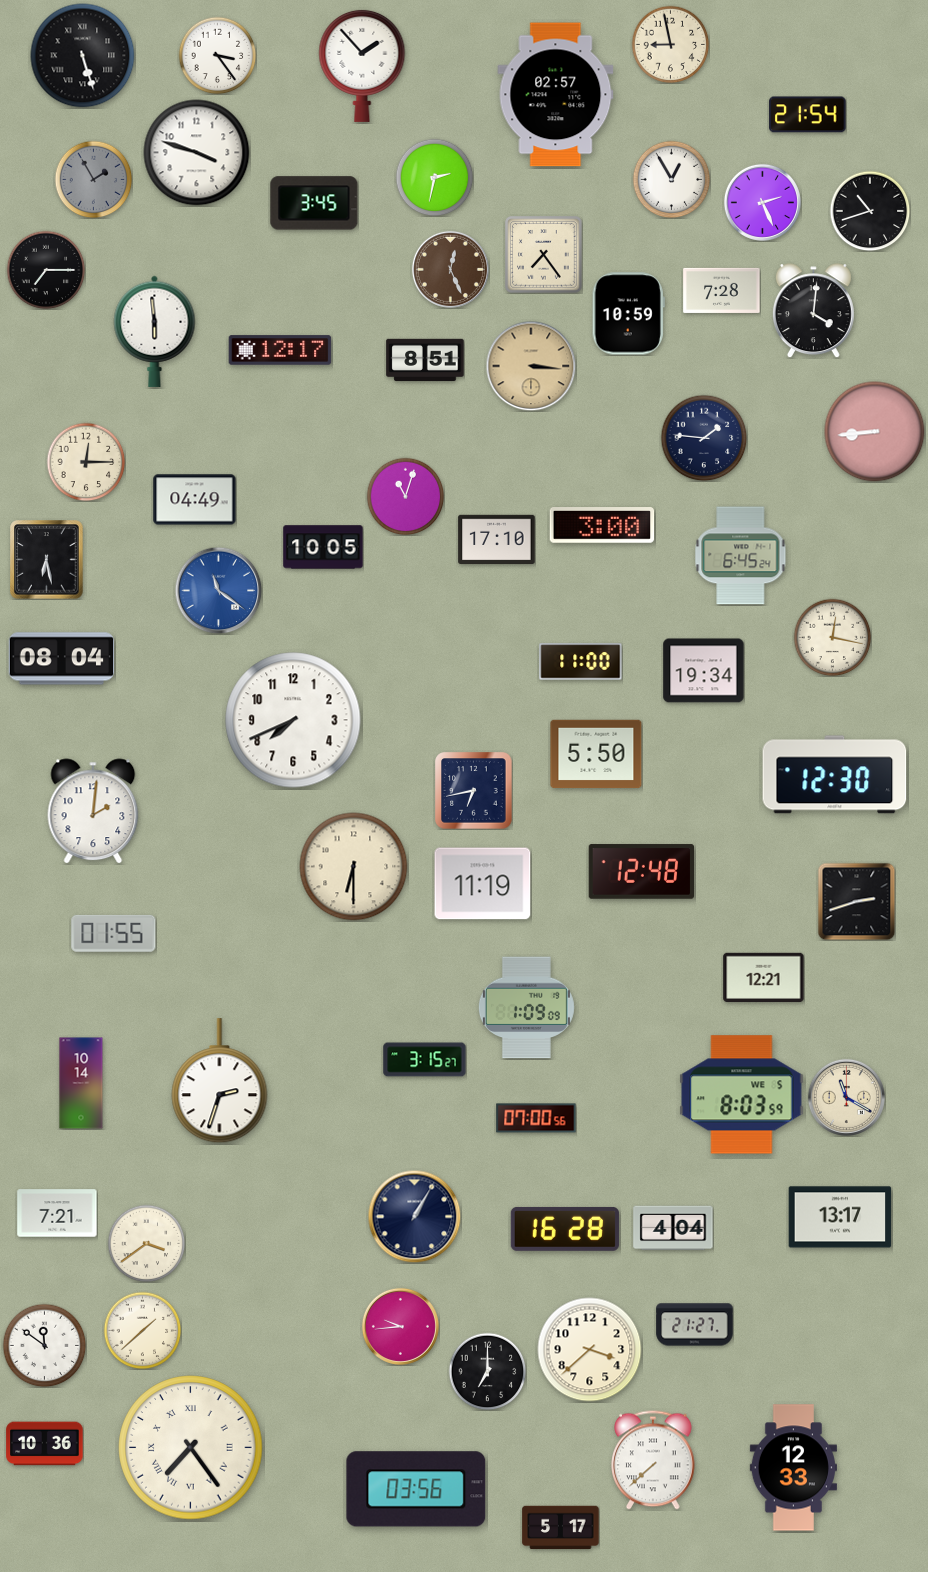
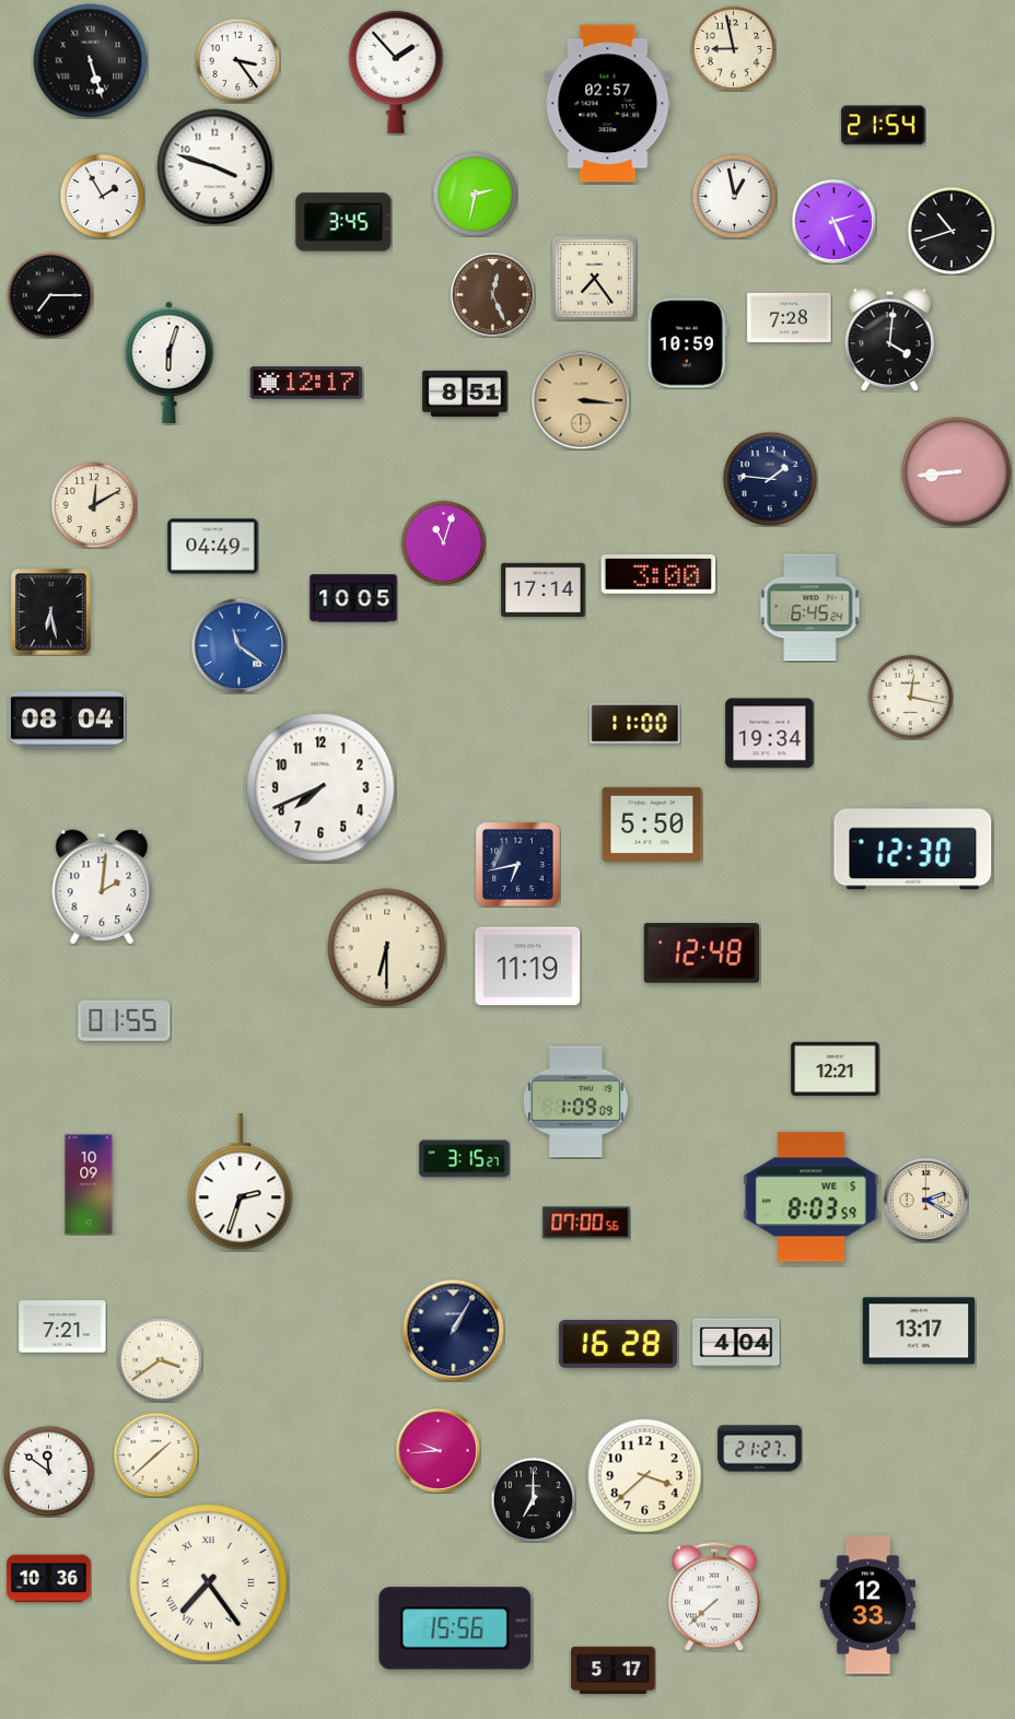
clock at (93, 179) dial: grey -> white
clock at (671, 179): 12:55 -> 12:58
clock at (155, 331): 5:59 -> 6:03
clock at (86, 462): 12:15 -> 12:10
clock at (497, 540): 17:10 -> 17:14
clock at (856, 901): 2:42 -> none
clock at (81, 1083): 10:14 -> 10:09
clock at (846, 1097): 11:20 -> 2:20
clock at (416, 1489): 03:56 -> 15:56
